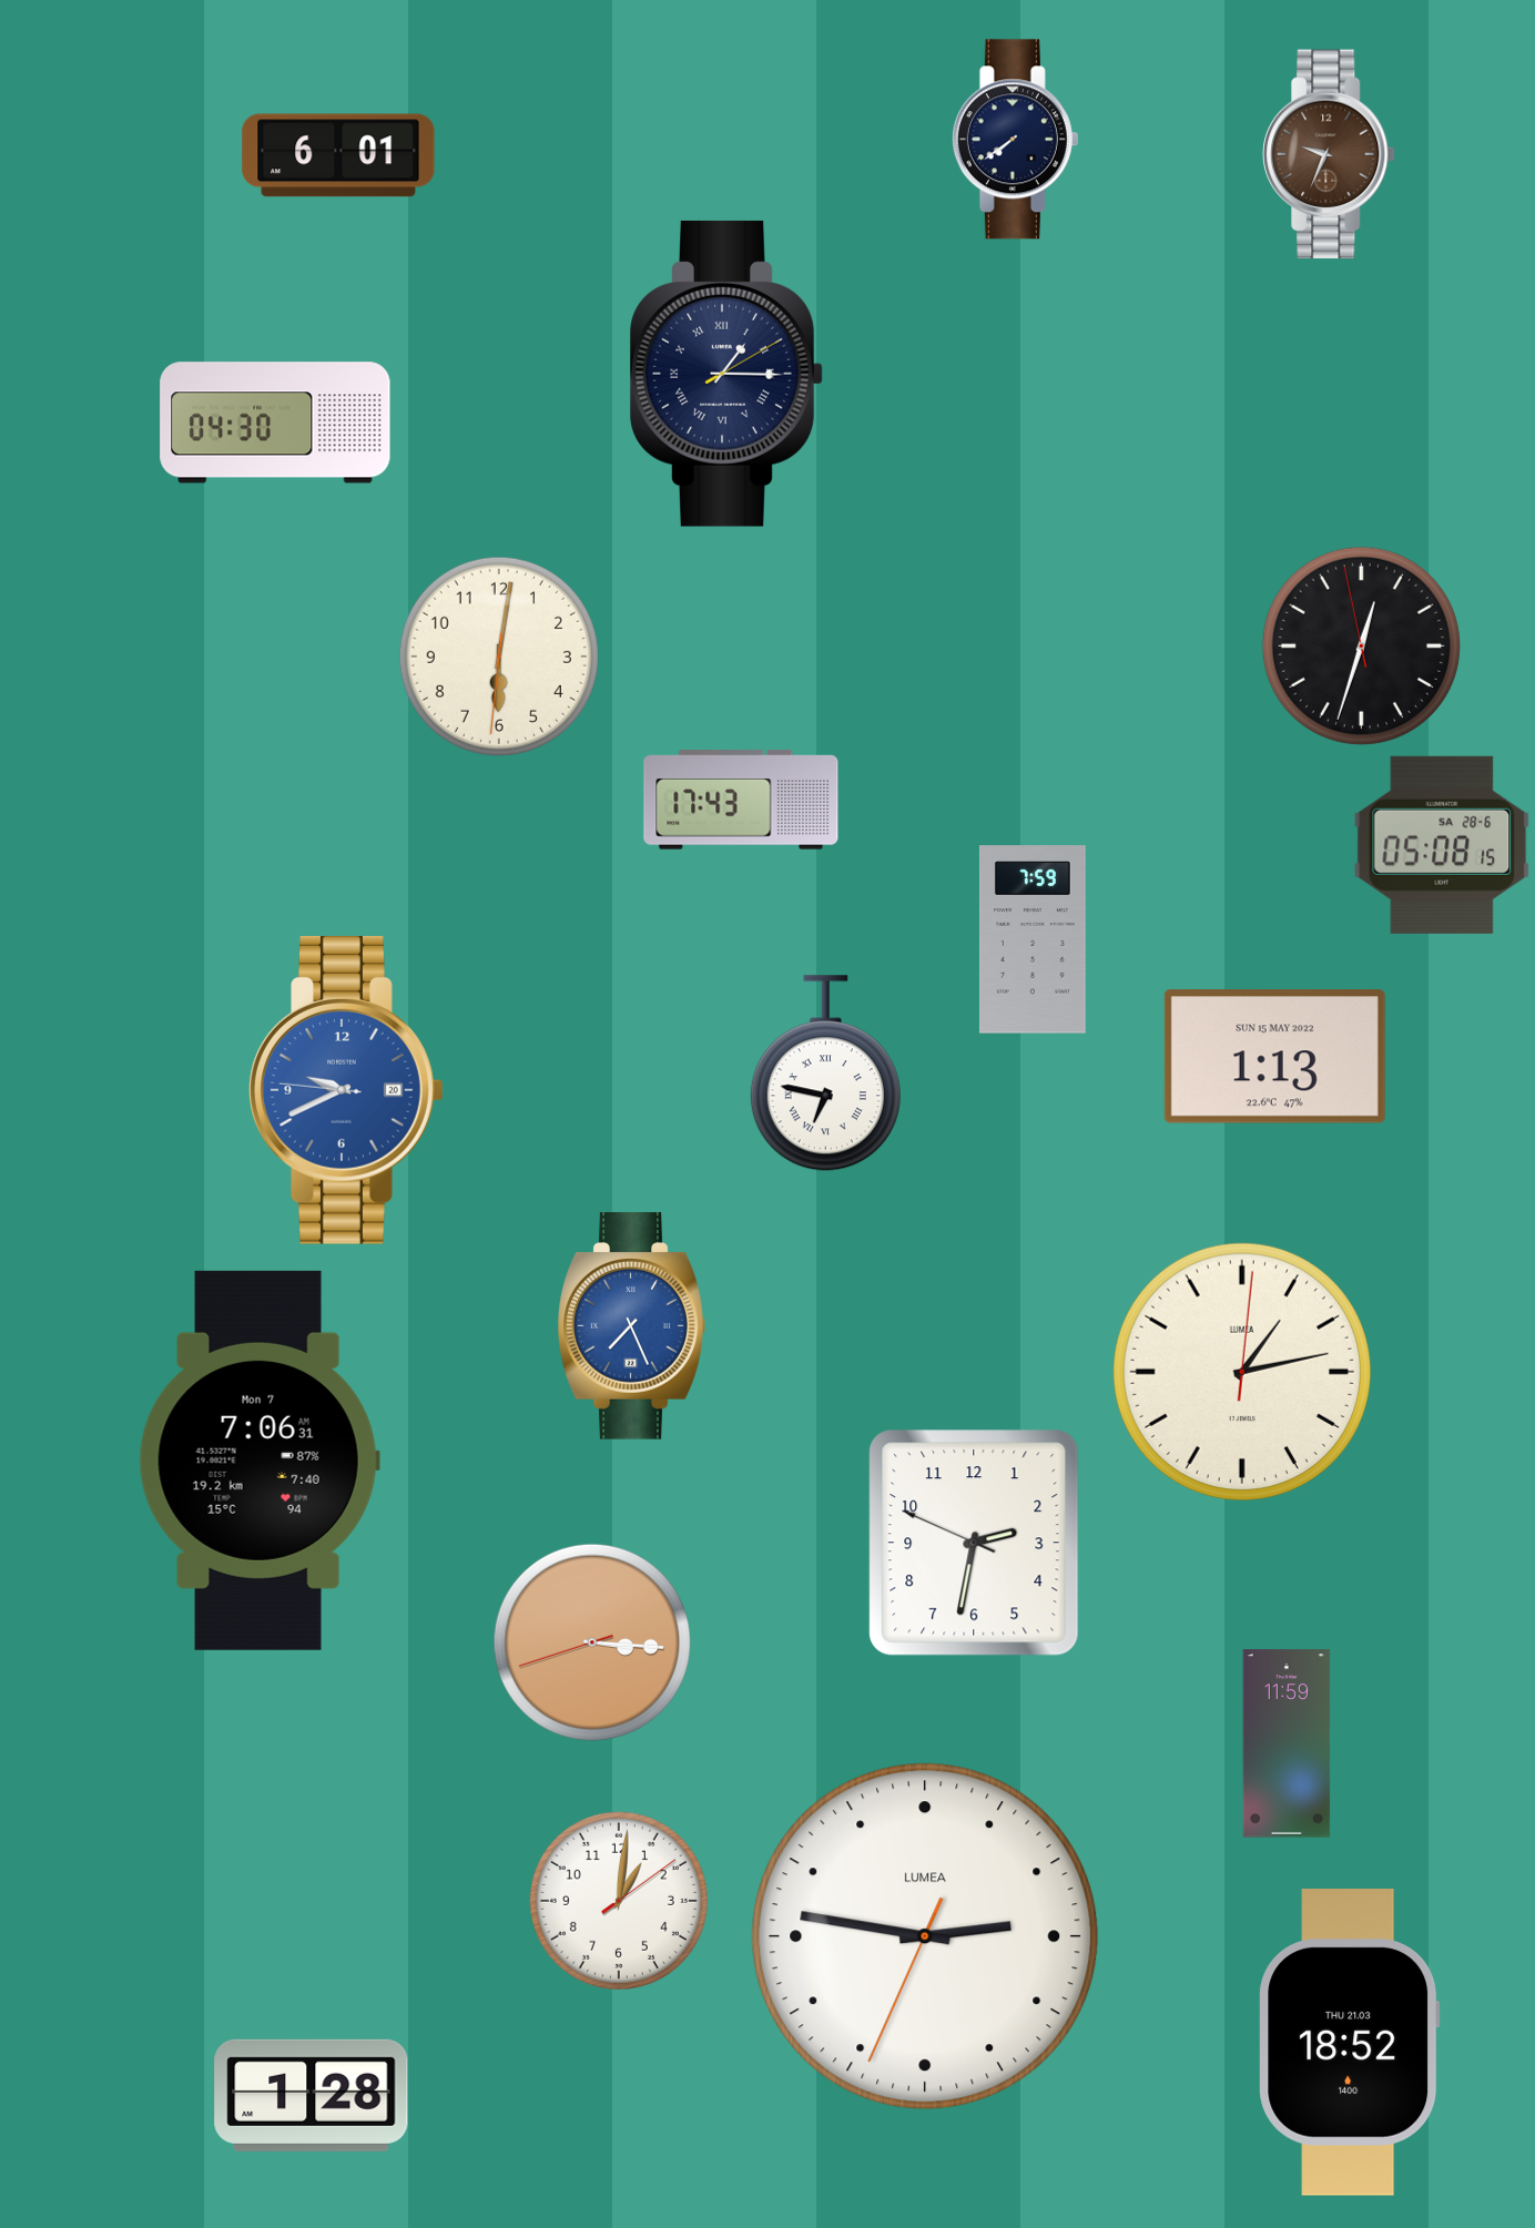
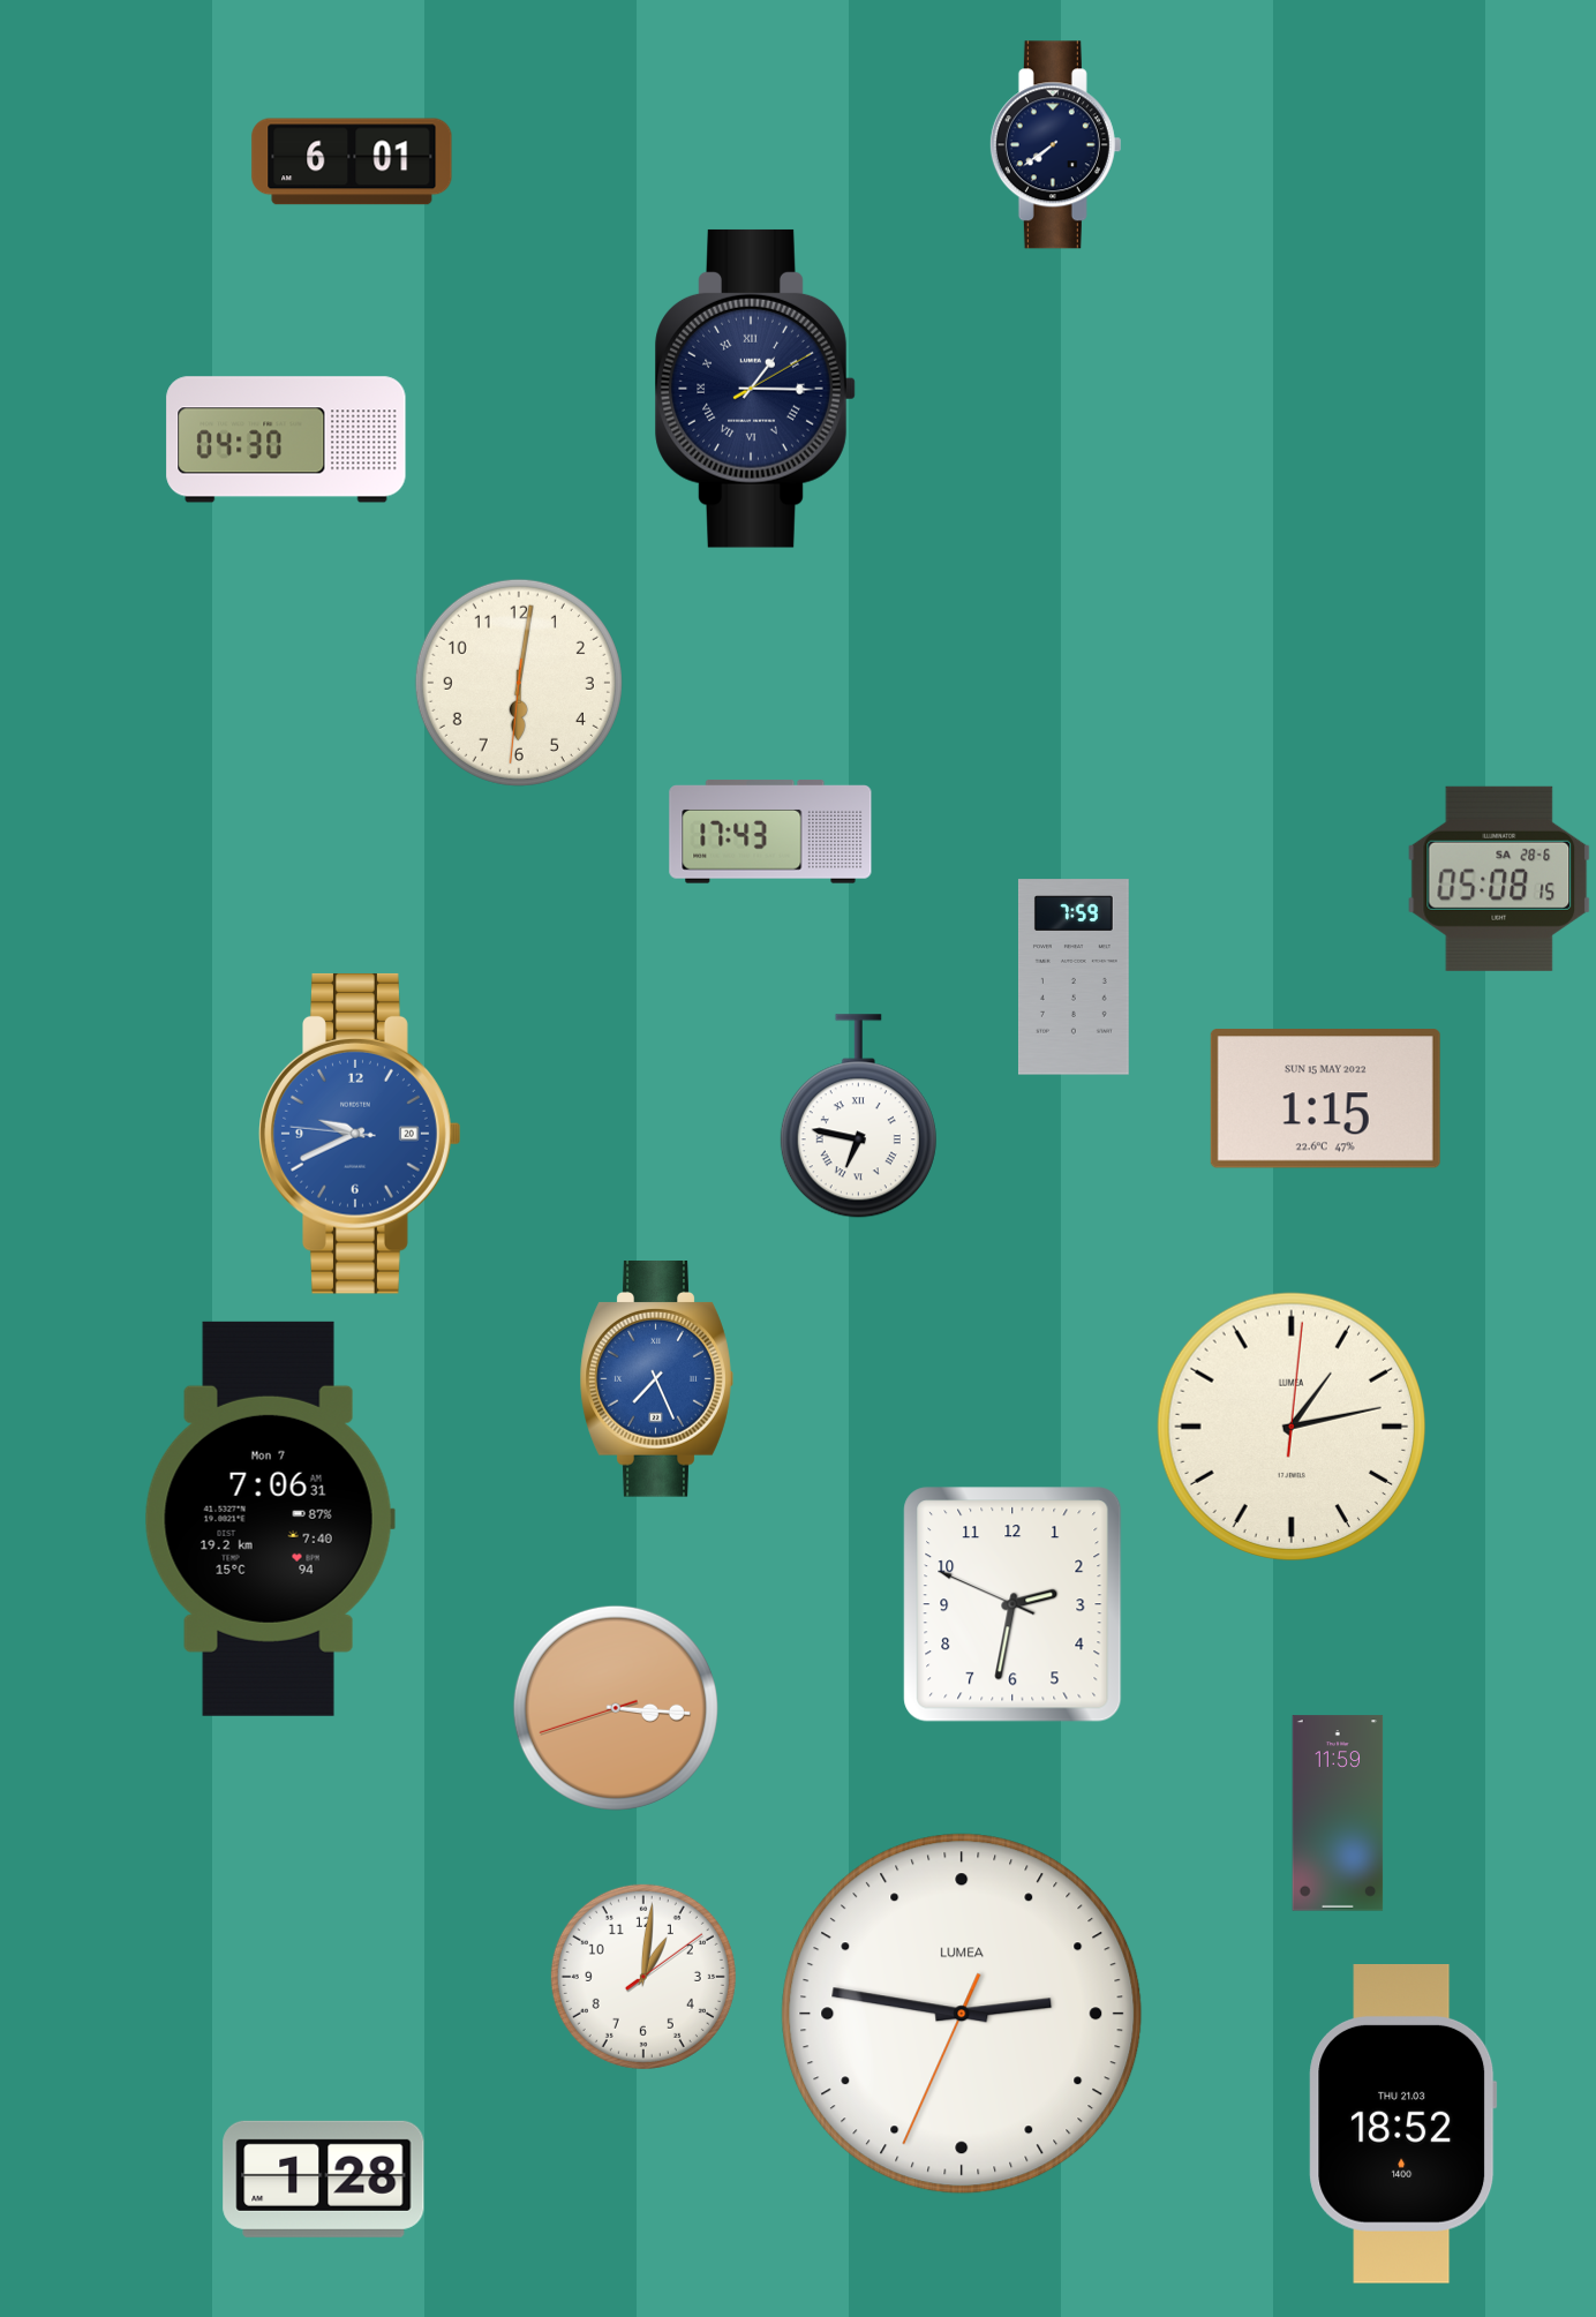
clock at (1329, 154): 9:34 -> none
clock at (1361, 645): 12:32 -> none
clock at (1274, 1057): 1:13 -> 1:15
